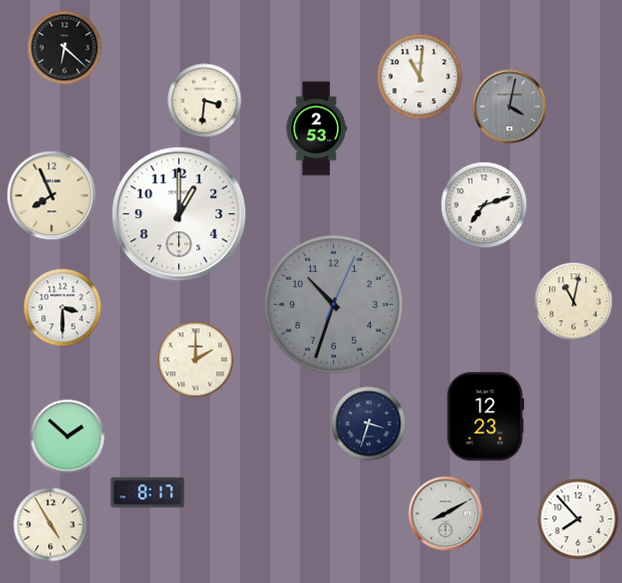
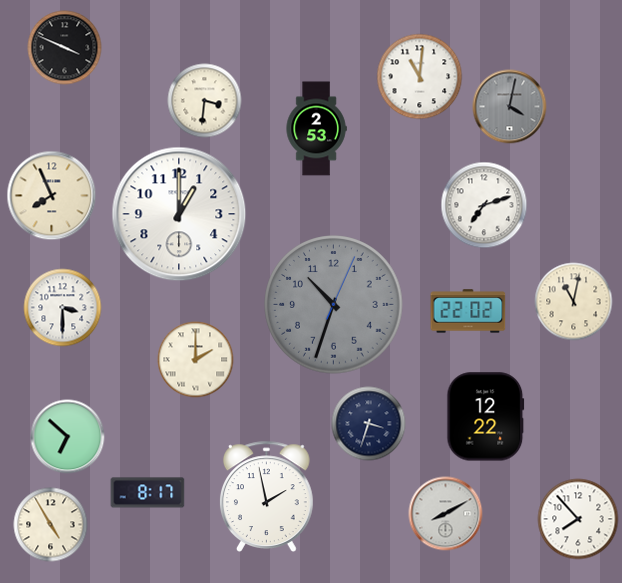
clock at (65, 48): 6:22 -> 3:49
clock at (468, 311): none -> 22:02
clock at (486, 417): 12:23 -> 12:22
clock at (68, 437): 1:52 -> 6:52
clock at (267, 496): none -> 1:58
